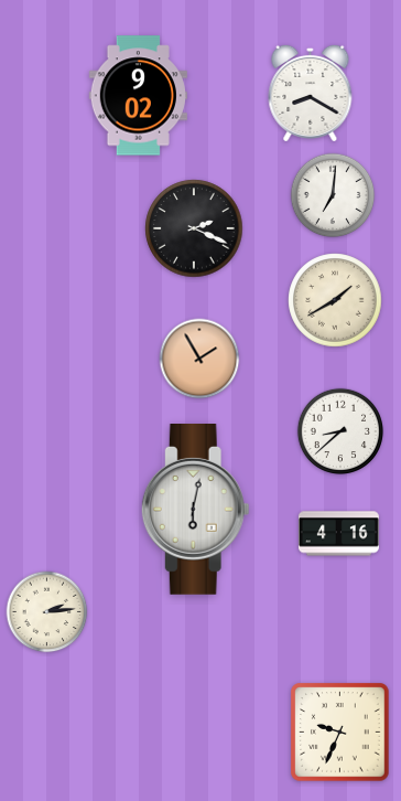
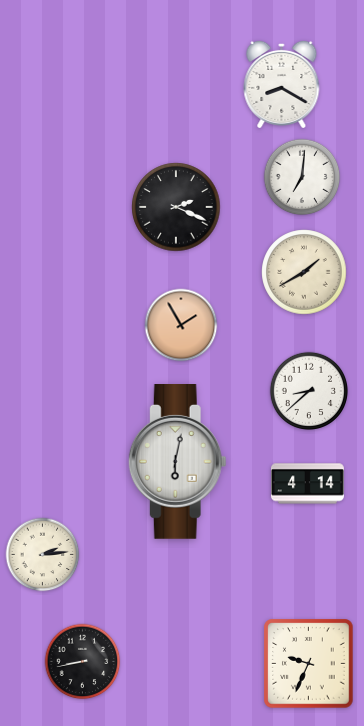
clock at (138, 96): 9:02 -> none
clock at (338, 534): 4:16 -> 4:14
clock at (83, 662): none -> 8:43
